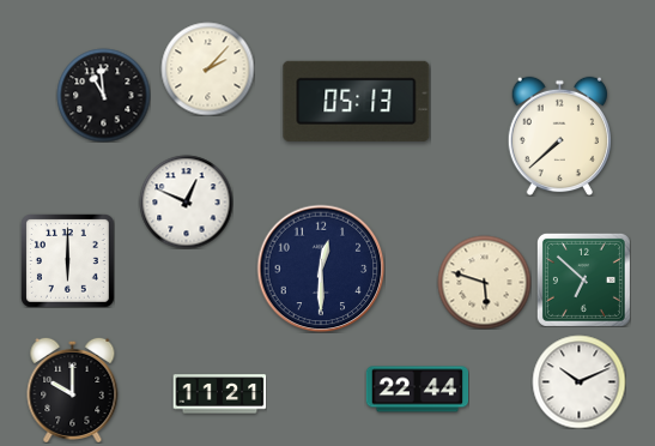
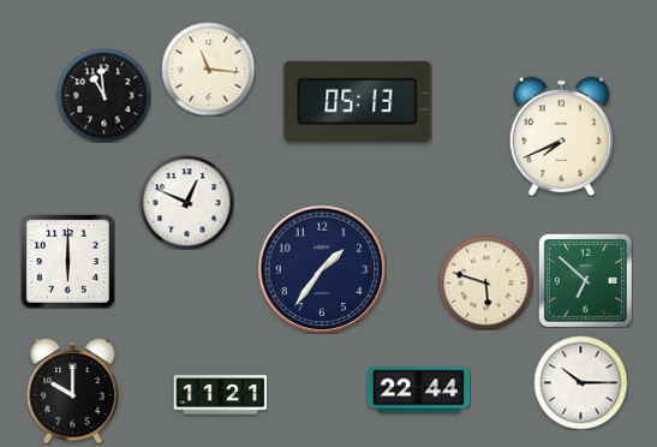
clock at (207, 68): 2:07 -> 11:16
clock at (559, 135): 7:38 -> 7:41
clock at (321, 269): 12:30 -> 1:36
clock at (578, 381): 10:11 -> 10:15
